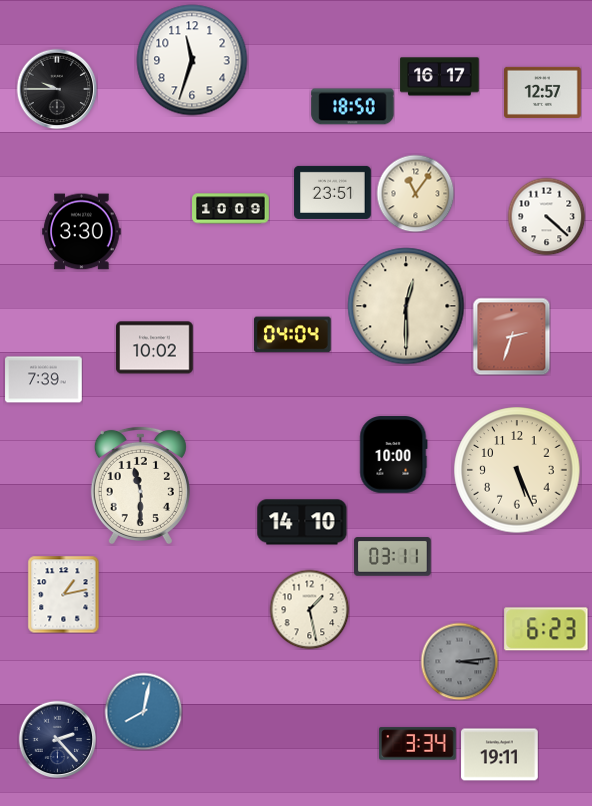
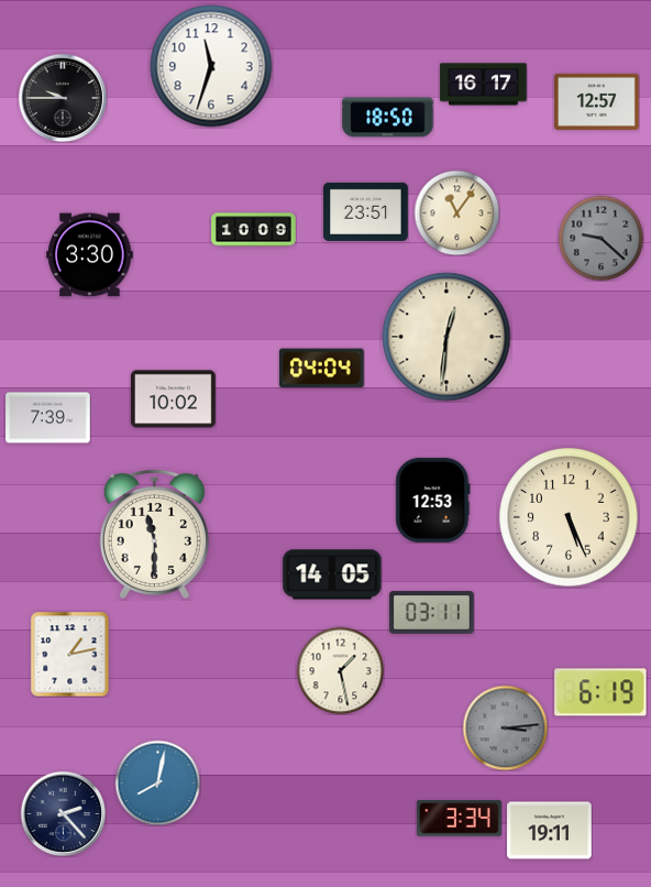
clock at (546, 216): 4:22 -> 9:22
clock at (546, 216) dial: white -> grey
clock at (406, 306): 12:30 -> 12:31
clock at (511, 336): 2:33 -> none
clock at (155, 348) position: (155, 348) -> (174, 399)
clock at (394, 455): 10:00 -> 12:53
clock at (302, 522): 14:10 -> 14:05
clock at (546, 629): 6:23 -> 6:19
